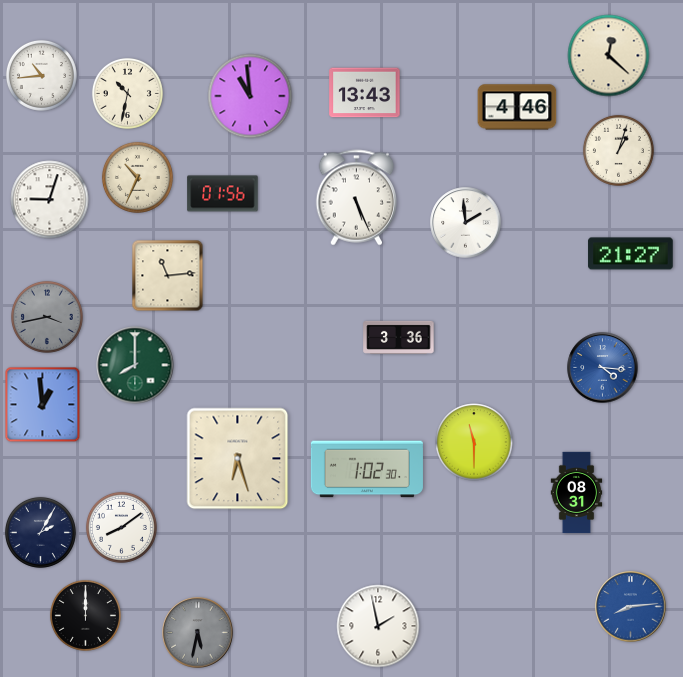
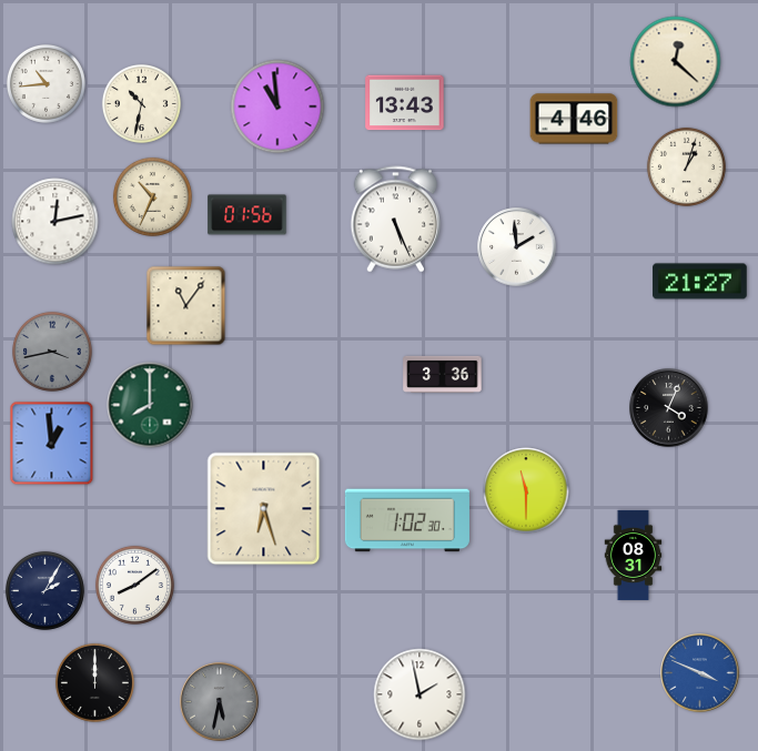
clock at (50, 200): 9:03 -> 12:13
clock at (168, 276): 11:14 -> 11:06
clock at (603, 368): 4:16 -> 4:04
clock at (603, 368) dial: blue -> black
clock at (43, 405) position: (43, 405) -> (52, 444)
clock at (577, 493) position: (577, 493) -> (634, 556)
clock at (631, 607): 8:14 -> 3:49
